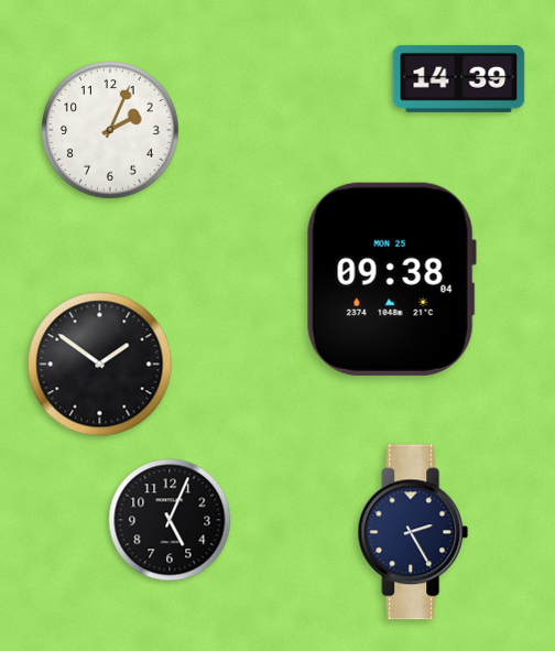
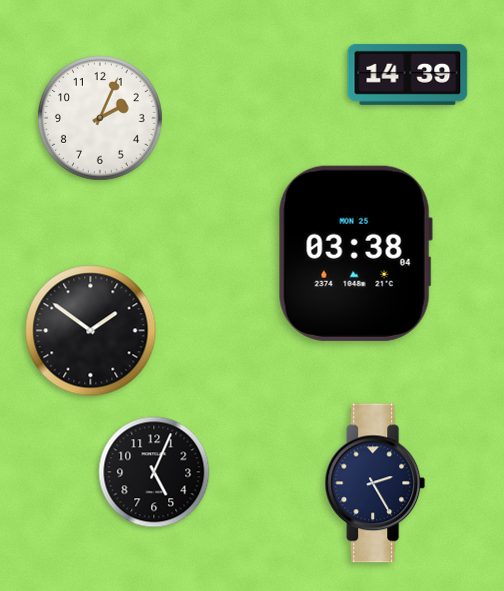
clock at (459, 78) position: (459, 78) -> (408, 74)
clock at (391, 279): 09:38 -> 03:38
